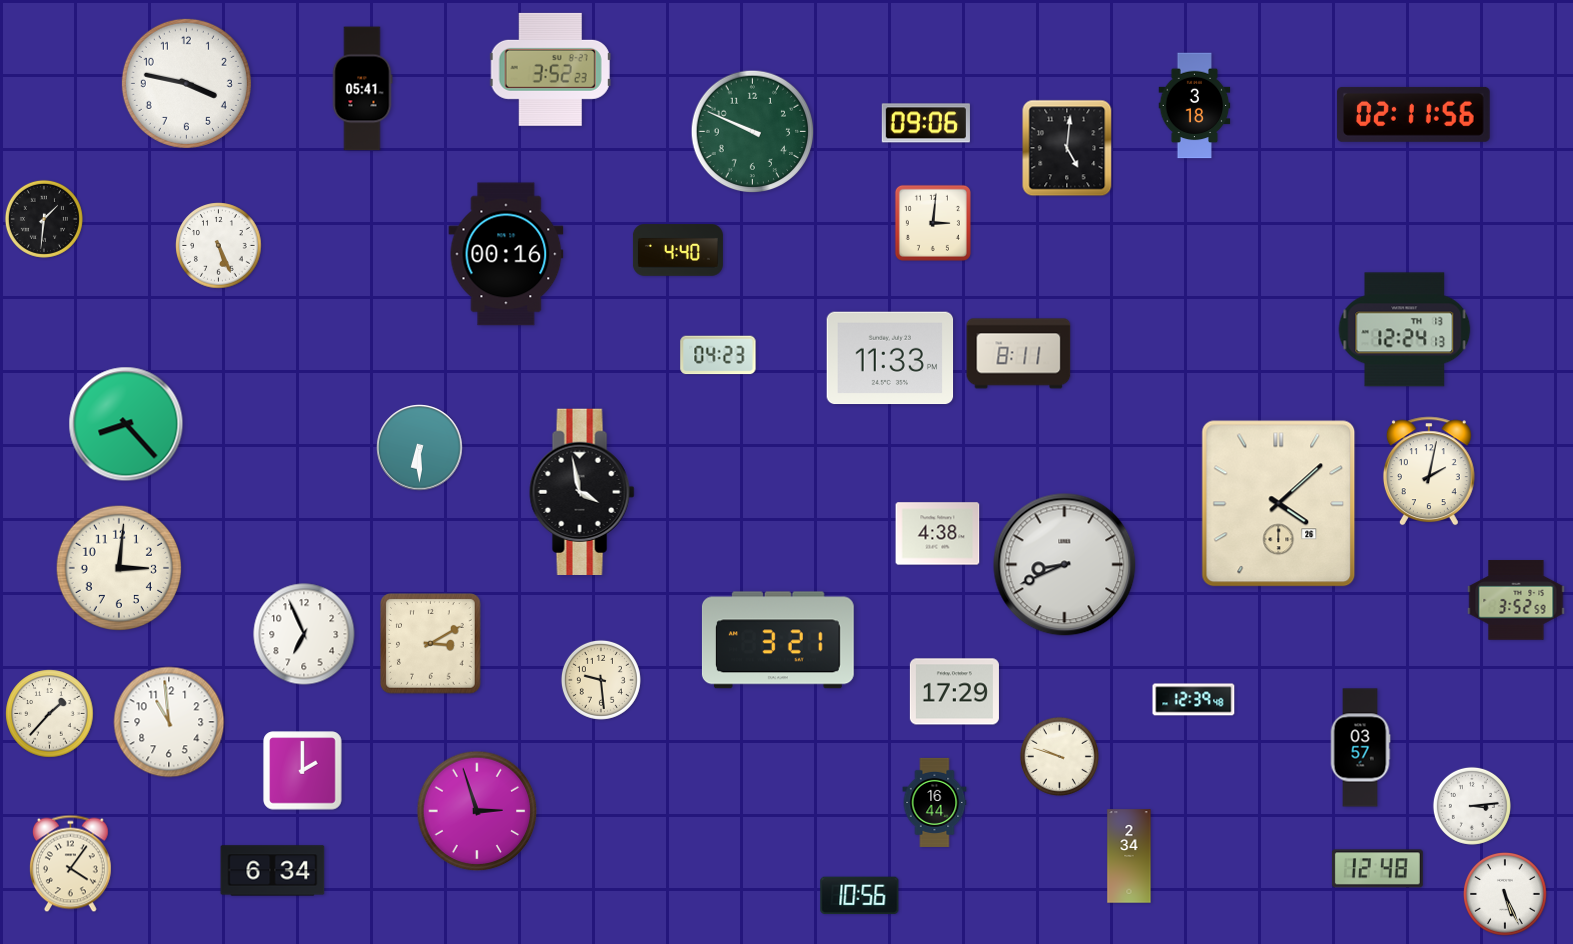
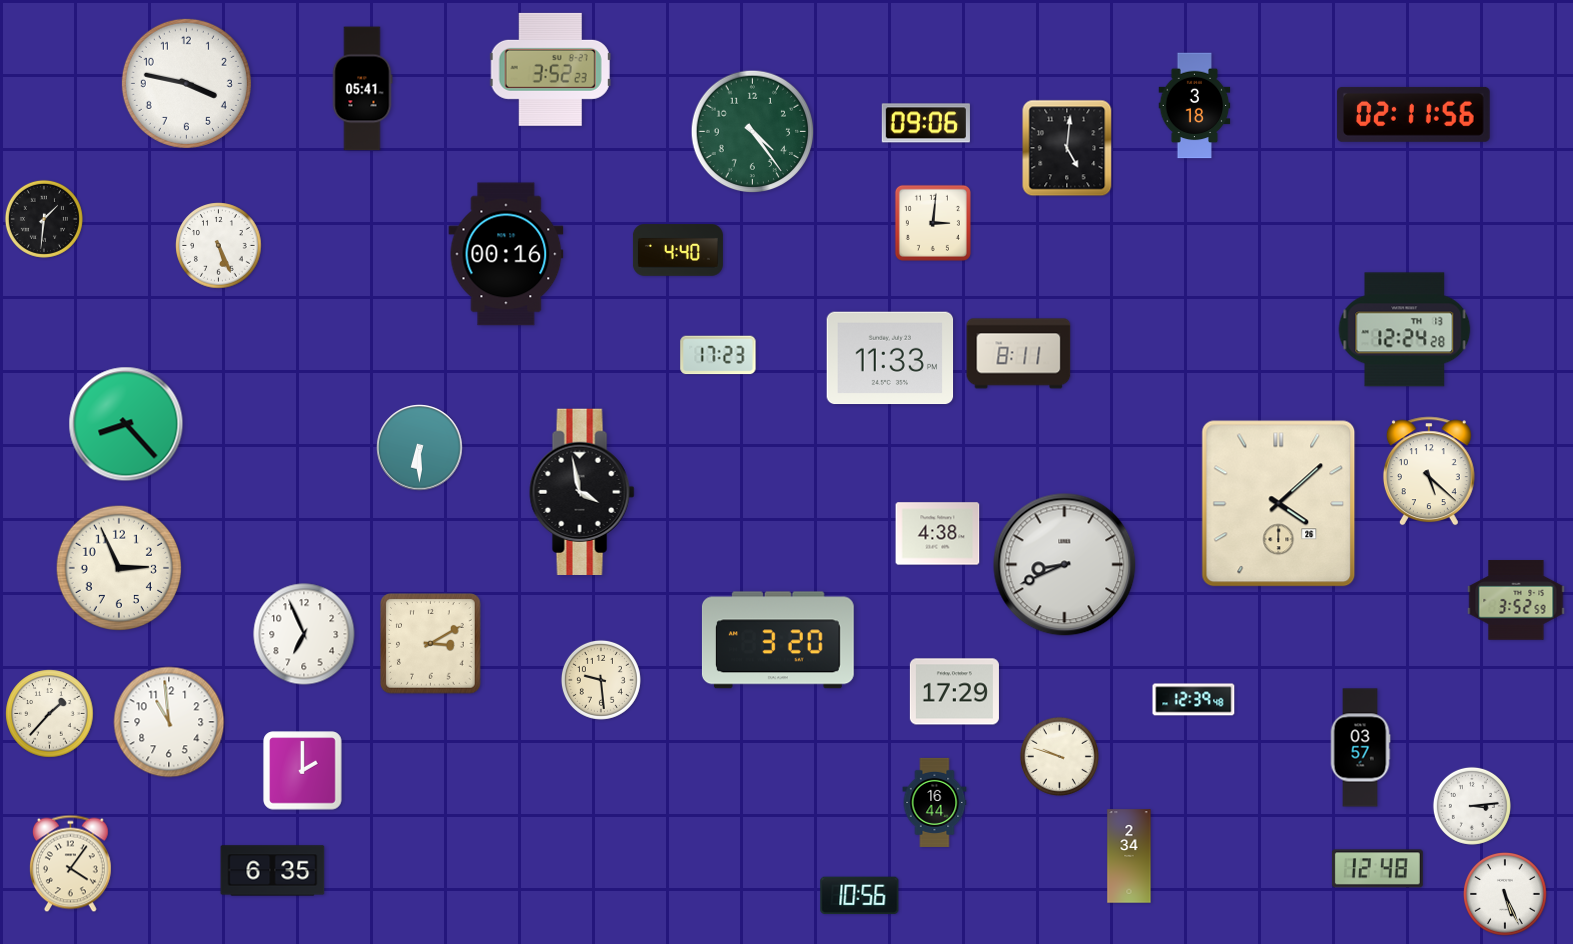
clock at (753, 132): 9:49 -> 4:24
clock at (1405, 330): 12:24:13 -> 12:24:28
clock at (718, 355): 04:23 -> 17:23
clock at (1429, 471): 2:02 -> 5:22
clock at (118, 567): 3:01 -> 2:56
clock at (778, 640): 3:21 -> 3:20
clock at (477, 811): 2:57 -> none
clock at (273, 871): 6:34 -> 6:35
